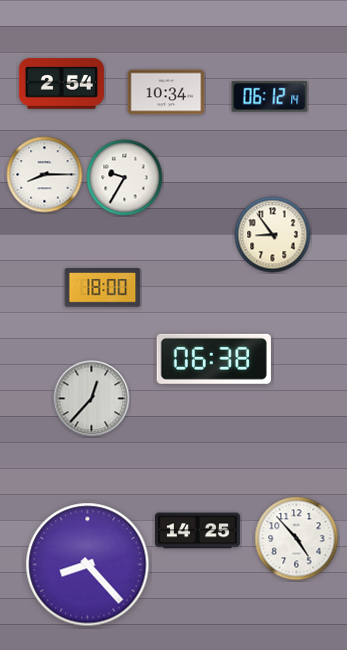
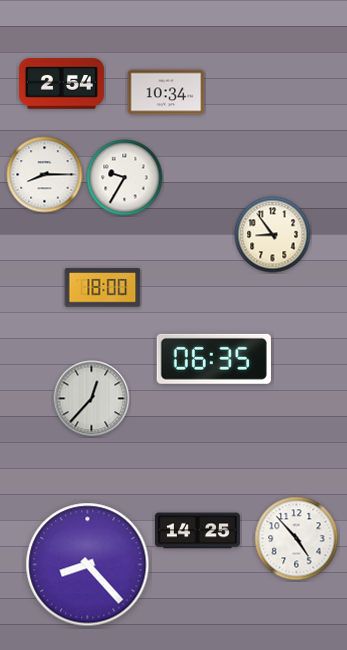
clock at (270, 97): 06:12 -> none
clock at (214, 359): 06:38 -> 06:35
